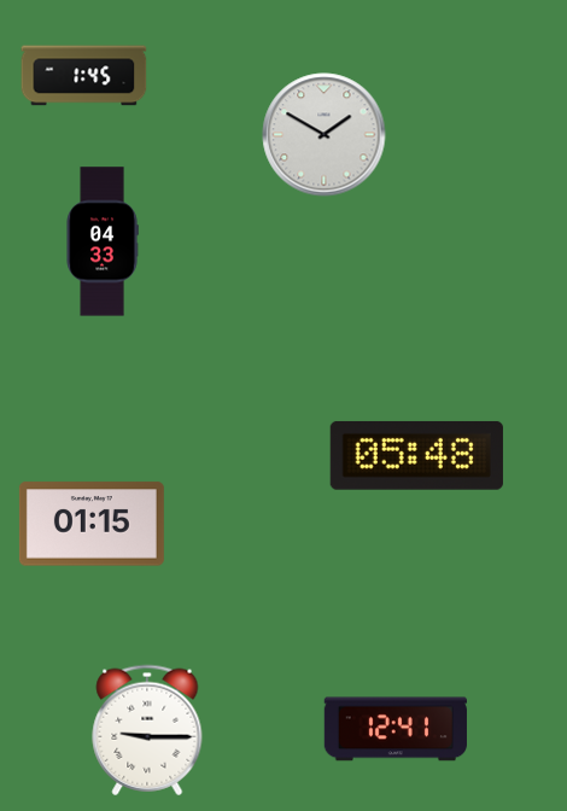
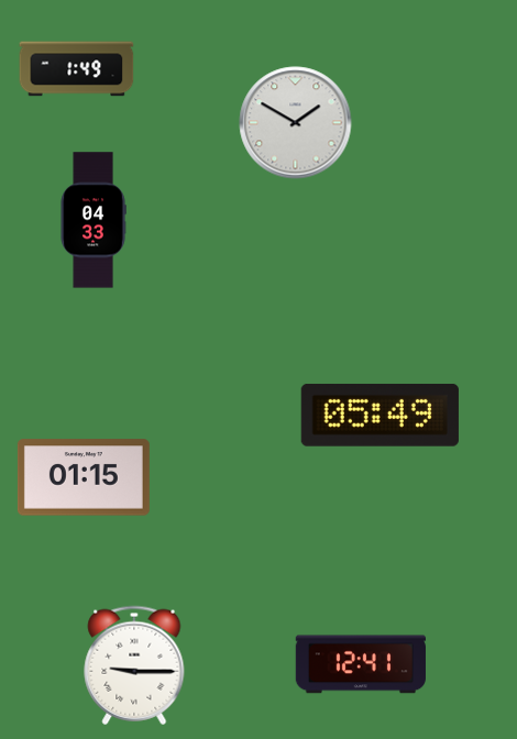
clock at (84, 76): 1:45 -> 1:49
clock at (416, 455): 05:48 -> 05:49
